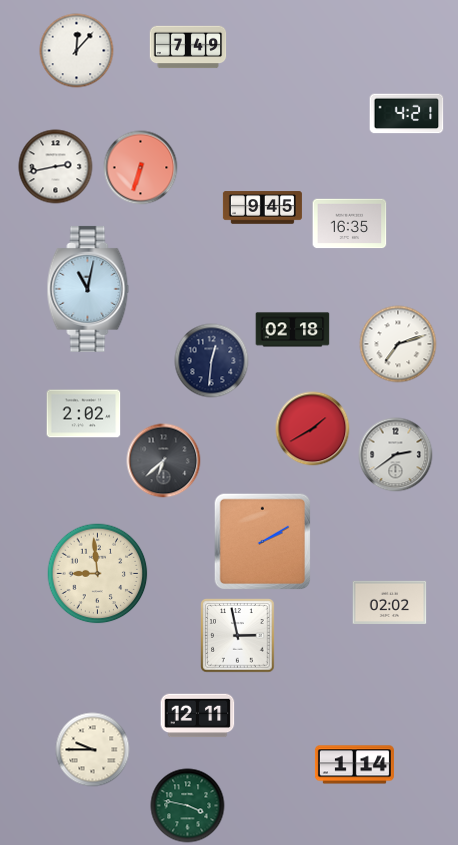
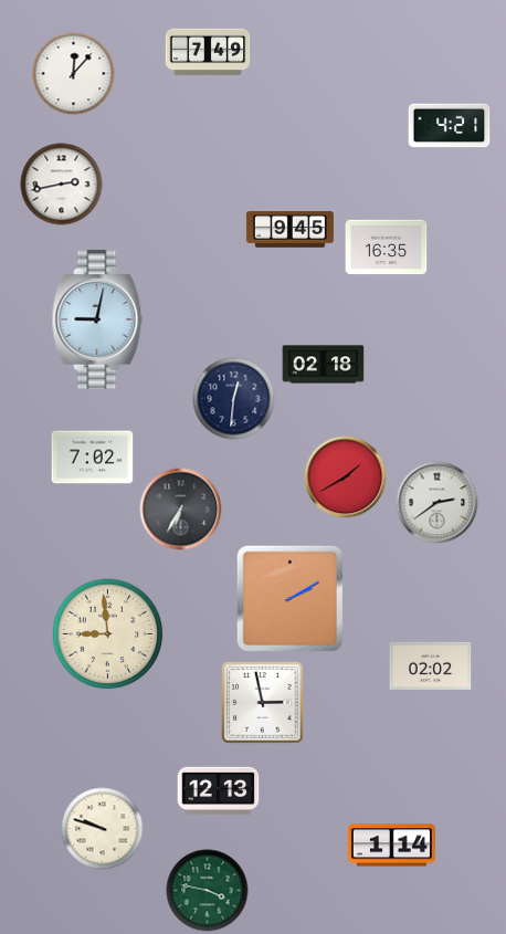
clock at (77, 51) position: (77, 51) -> (74, 74)
clock at (141, 168): 6:33 -> none
clock at (88, 289): 11:02 -> 9:02
clock at (398, 344): 7:12 -> none
clock at (84, 414): 2:02 -> 7:02
clock at (313, 429) position: (313, 429) -> (346, 478)
clock at (164, 461): 6:38 -> 6:35
clock at (198, 716): 12:11 -> 12:13
clock at (93, 750): 9:45 -> 9:48
